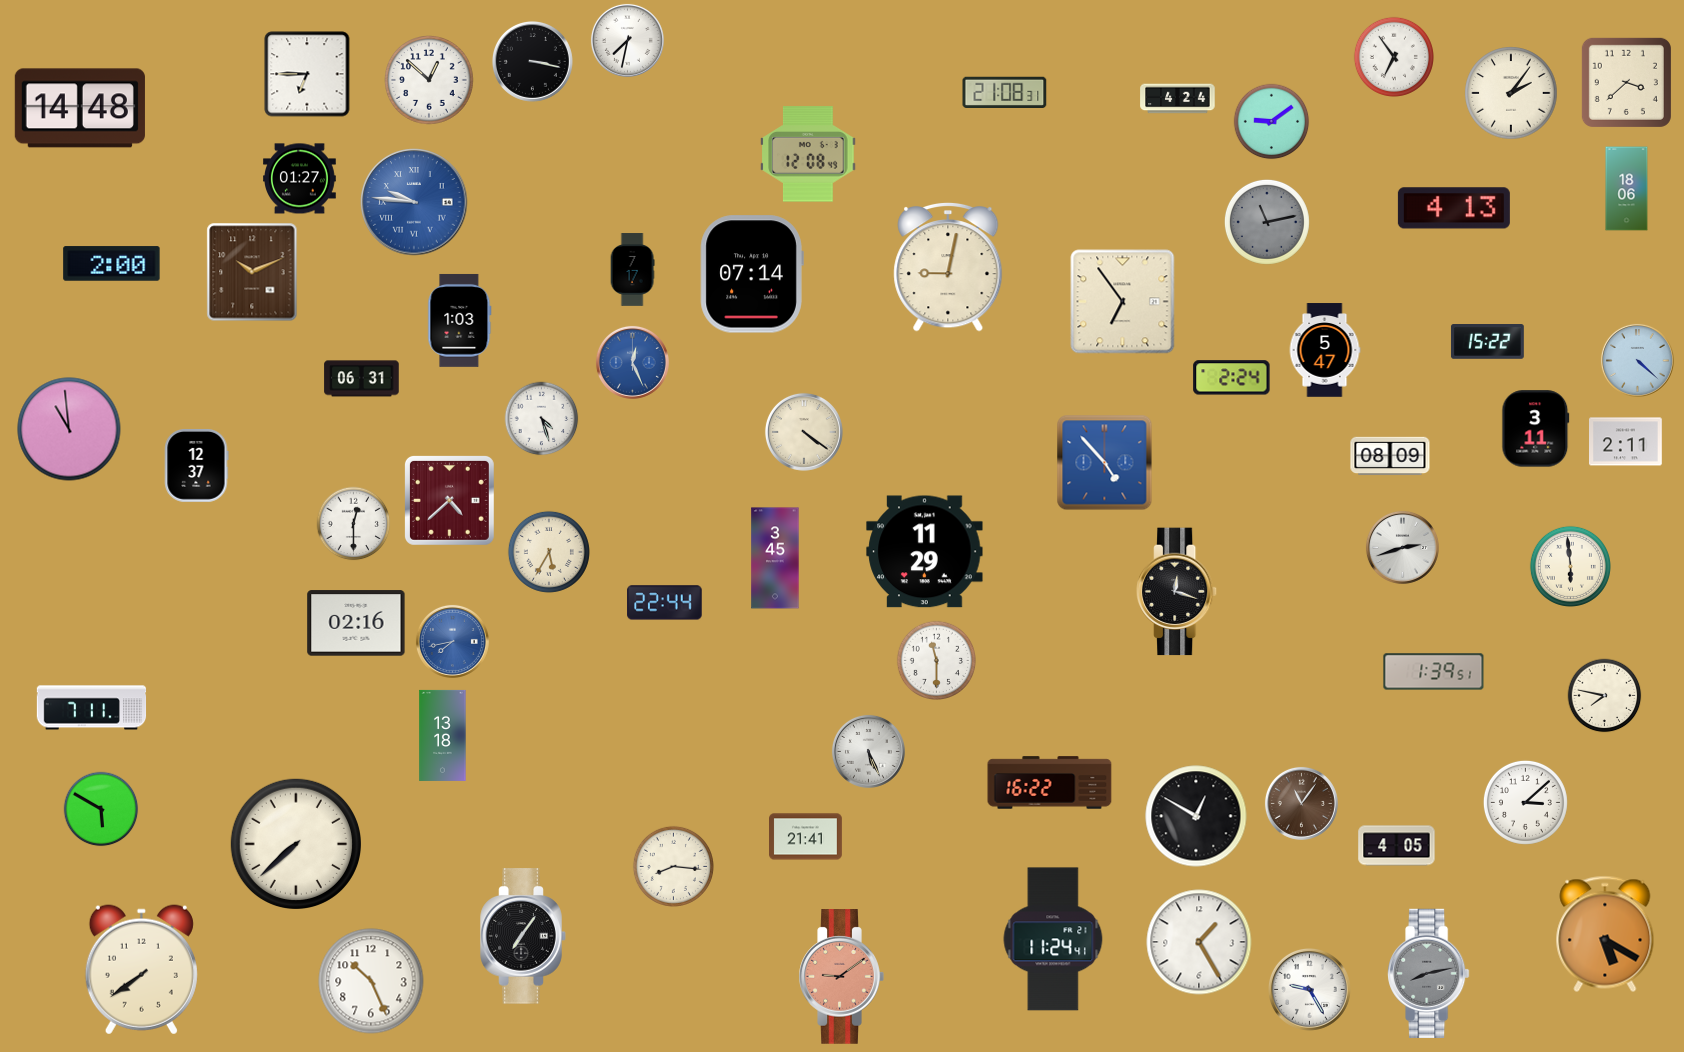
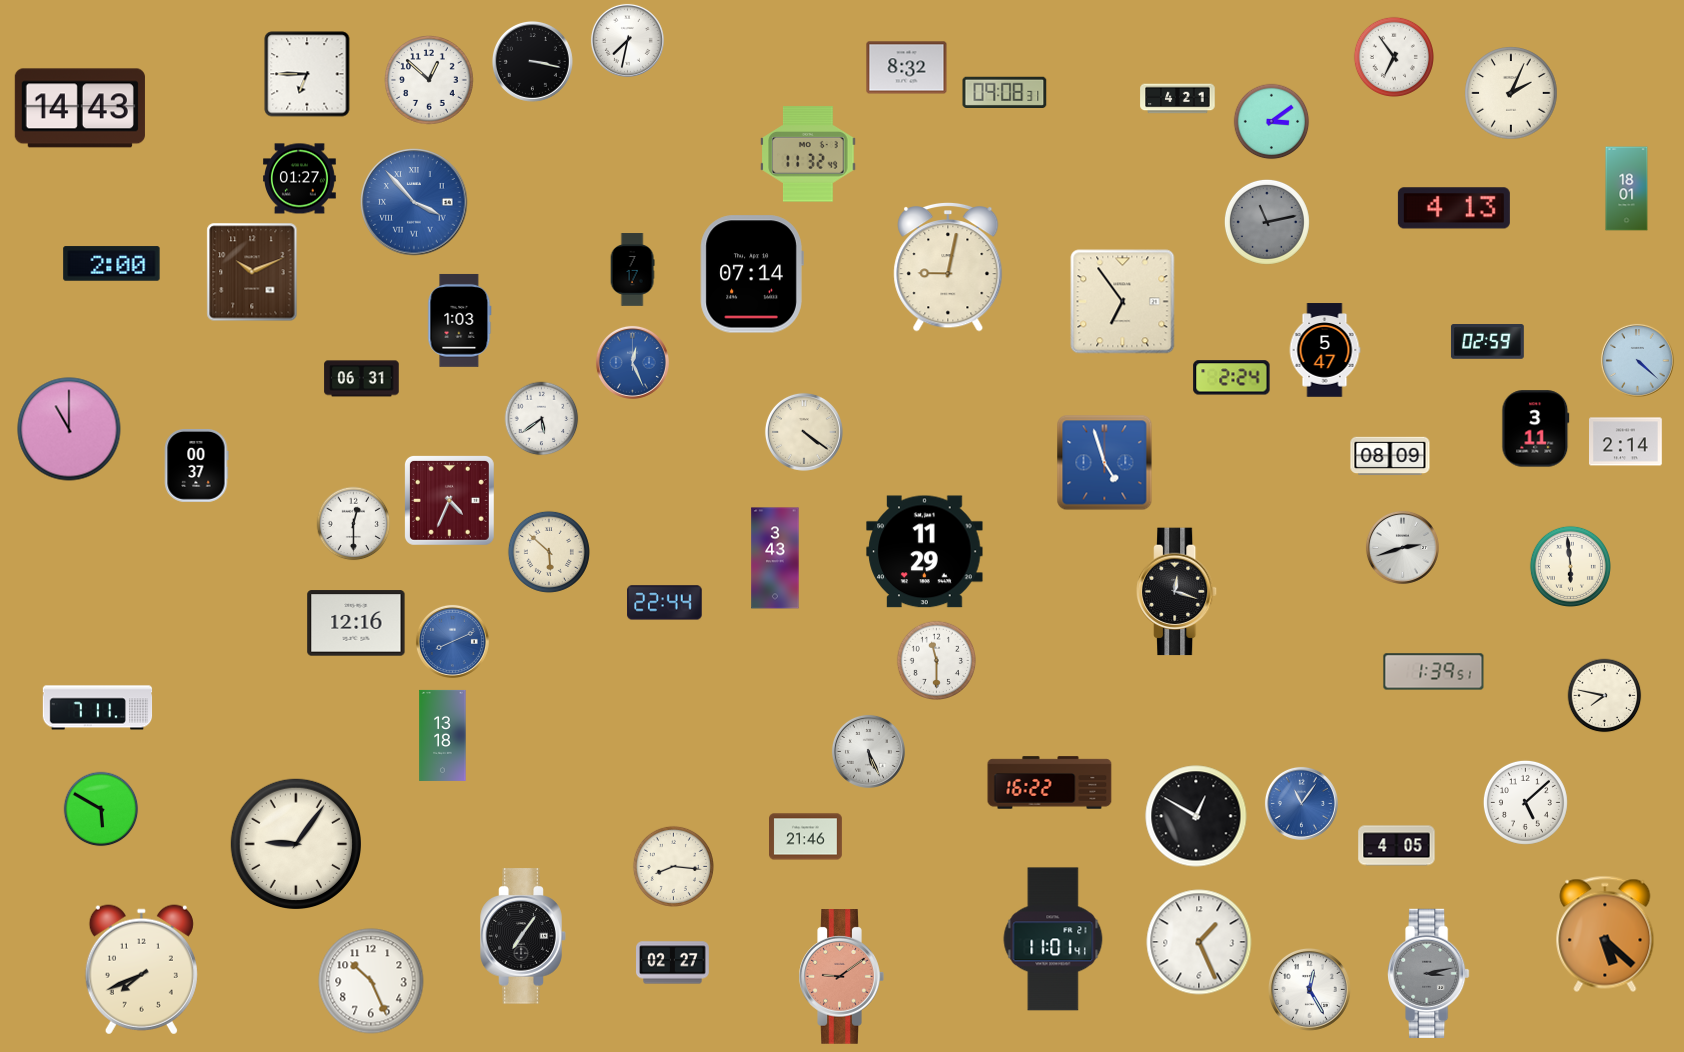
clock at (907, 68): none -> 8:32
clock at (1626, 82): 3:38 -> none
clock at (1005, 92): 21:08 -> 09:08
clock at (1511, 93): 2:06 -> 2:04
clock at (1178, 99): 4:24 -> 4:21
clock at (80, 108): 14:48 -> 14:43
clock at (1272, 122): 9:09 -> 3:09
clock at (808, 154): 12:08 -> 11:32
clock at (1627, 189): 18:06 -> 18:01
clock at (414, 202): 9:46 -> 3:53
clock at (1487, 342): 15:22 -> 02:59
clock at (542, 419): 4:27 -> 5:39
clock at (69, 429): 10:59 -> 11:00
clock at (1626, 442): 2:11 -> 2:14
clock at (1105, 463): 4:53 -> 4:57
clock at (197, 466): 12:37 -> 00:37
clock at (449, 500): 4:38 -> 4:34
clock at (549, 552): 5:35 -> 5:52
clock at (775, 558): 3:45 -> 3:43
clock at (356, 623): 02:16 -> 12:16
clock at (452, 641): 7:43 -> 8:11
clock at (92, 708) position: (92, 708) -> (98, 708)
clock at (1525, 802): 3:08 -> 5:08
clock at (1301, 803) dial: brown -> blue
clock at (806, 837): 21:41 -> 21:46
clock at (295, 843): 7:38 -> 9:06
clock at (1605, 934): 5:20 -> 5:22
clock at (1053, 939): 11:24 -> 11:01
clock at (1199, 942): 1:25 -> 1:26
clock at (673, 963): none -> 02:27
clock at (141, 970): 7:39 -> 7:41
clock at (1429, 973): 8:13 -> 3:13
clock at (1309, 989): 9:25 -> 12:25
